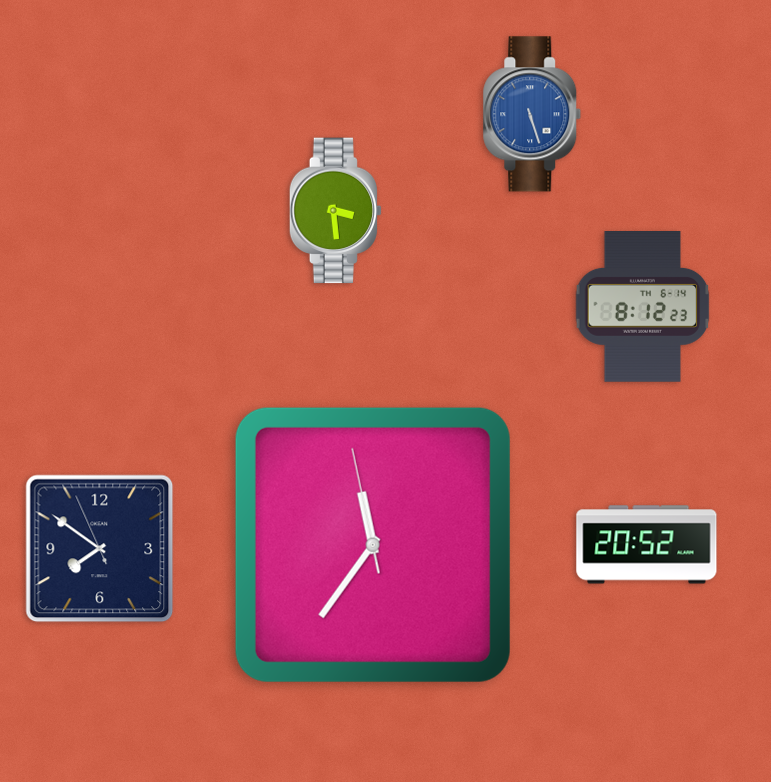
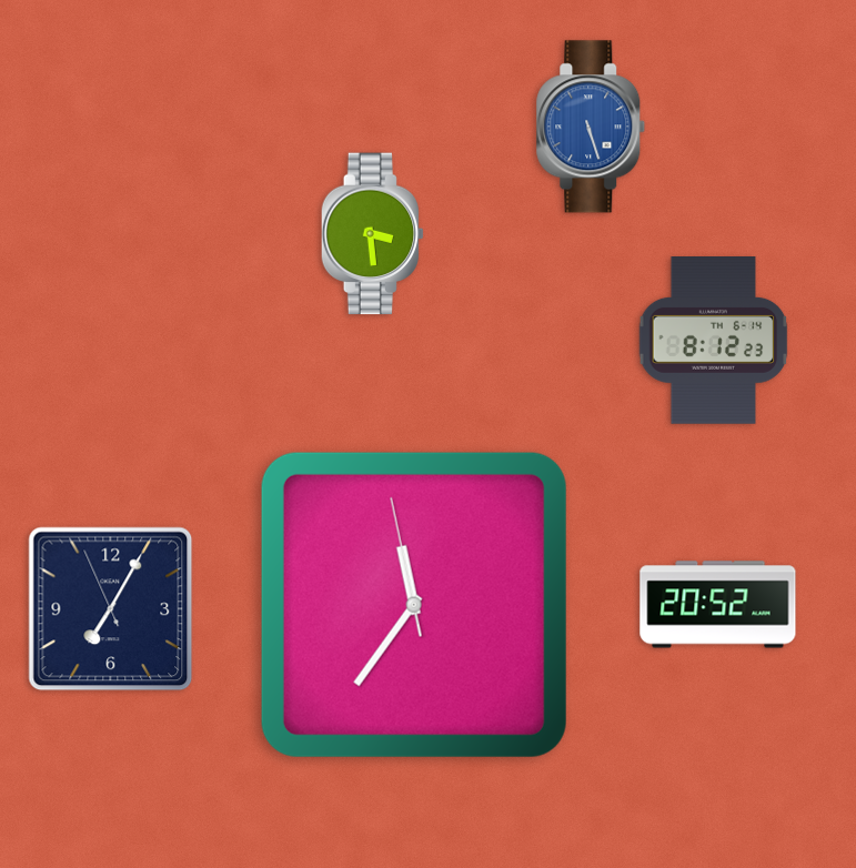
clock at (100, 549): 7:50 -> 7:04
